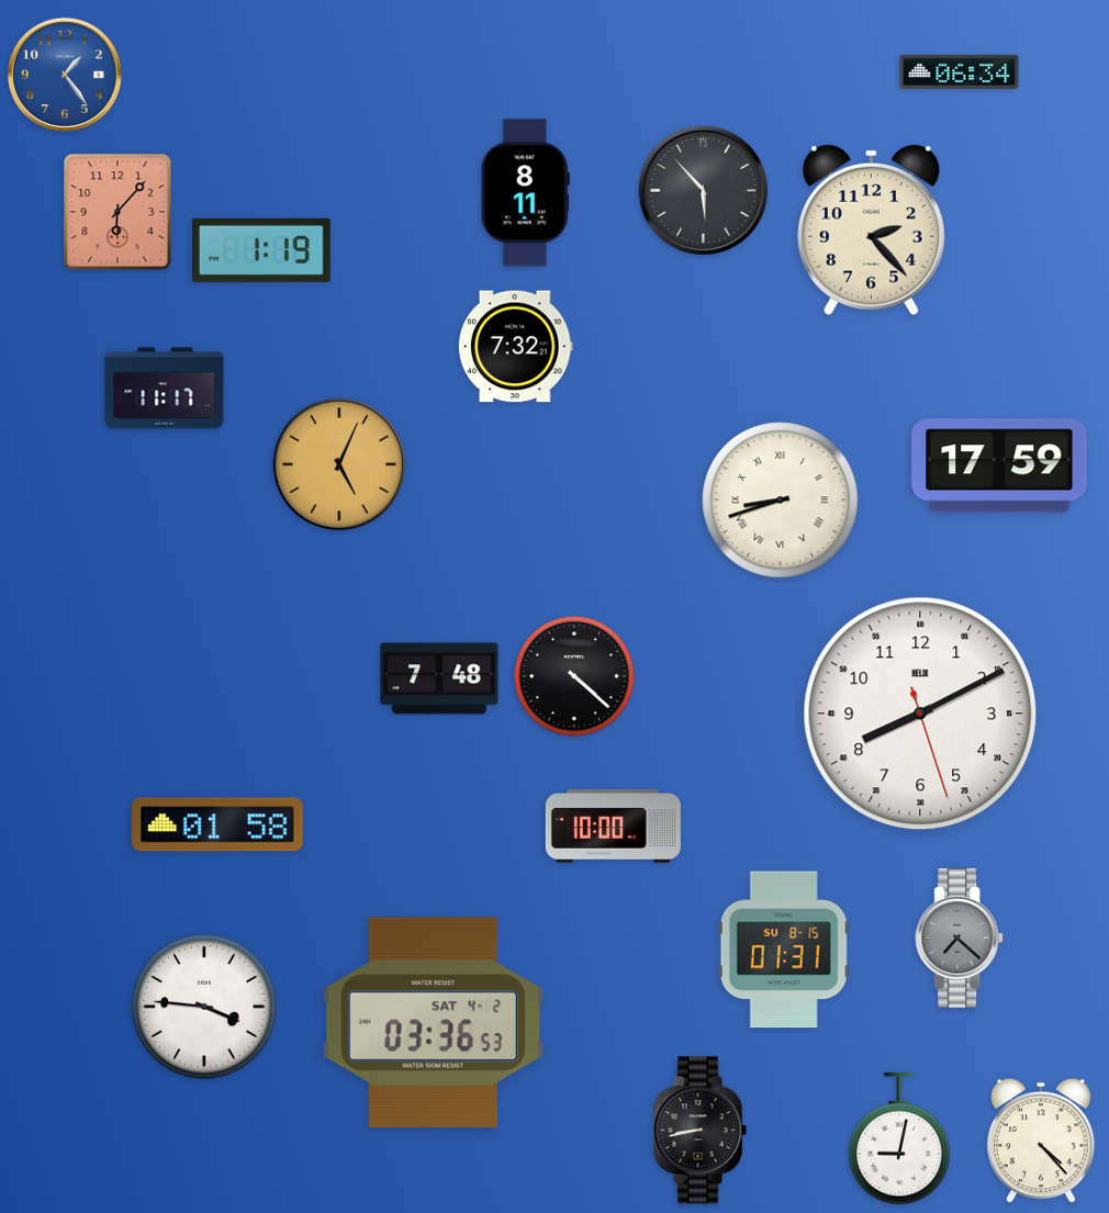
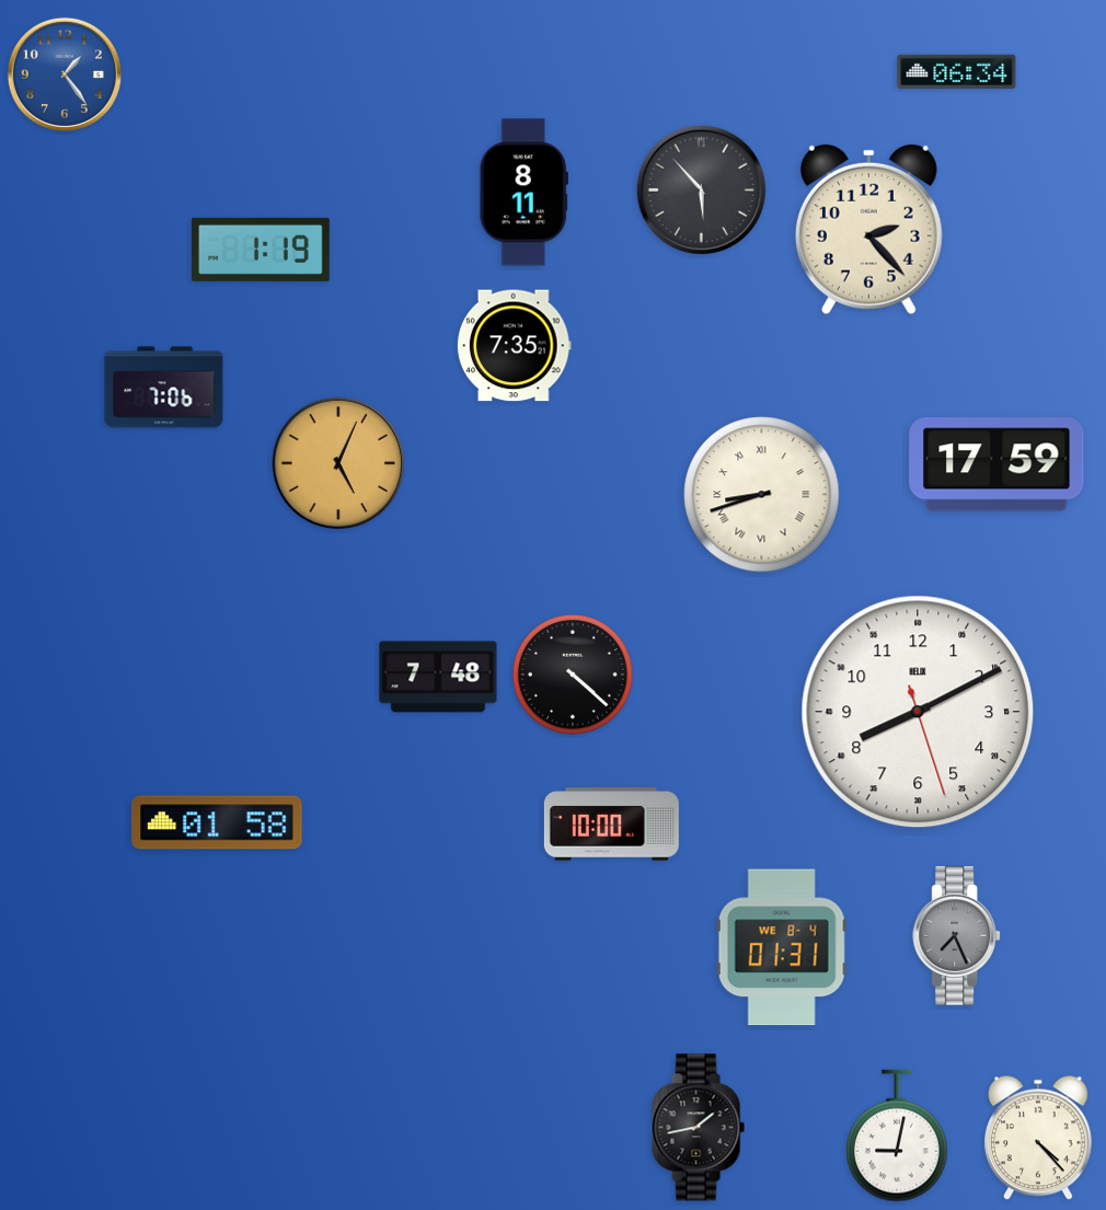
clock at (117, 212): 6:07 -> none
clock at (515, 347): 7:32 -> 7:35
clock at (165, 389): 11:17 -> 7:06
clock at (781, 501) position: (781, 501) -> (762, 495)
clock at (960, 939): 7:22 -> 7:26
clock at (784, 950) date: SU 8-15 -> WE 8-4
clock at (204, 1007): 3:46 -> none
clock at (433, 1023): 03:36 -> none
clock at (699, 1131): 8:43 -> 1:43
